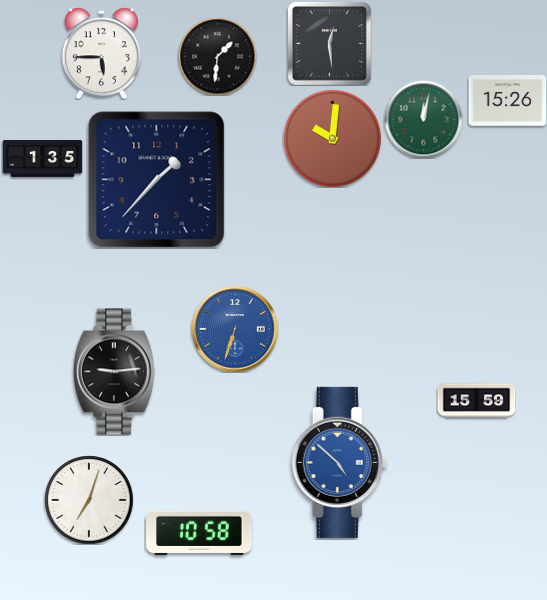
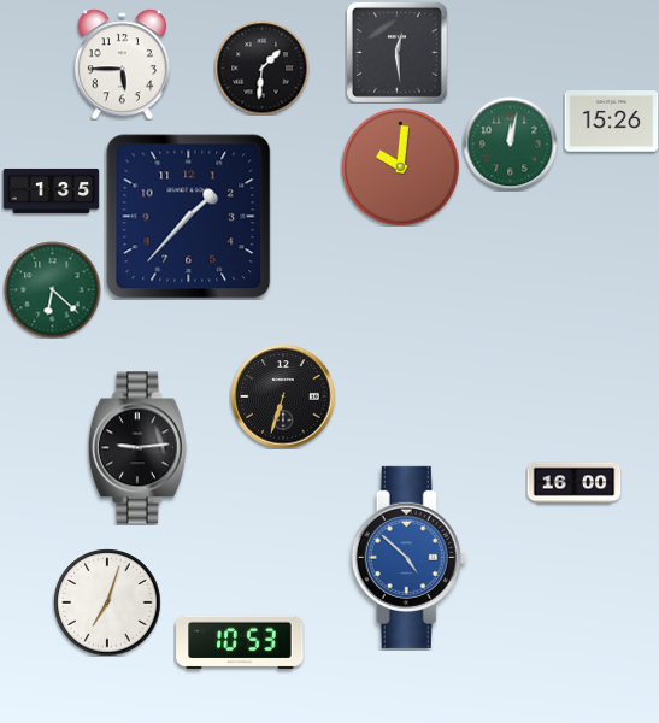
clock at (52, 289): none -> 6:22
clock at (235, 329) dial: blue -> black
clock at (476, 401): 15:59 -> 16:00
clock at (199, 532): 10:58 -> 10:53
